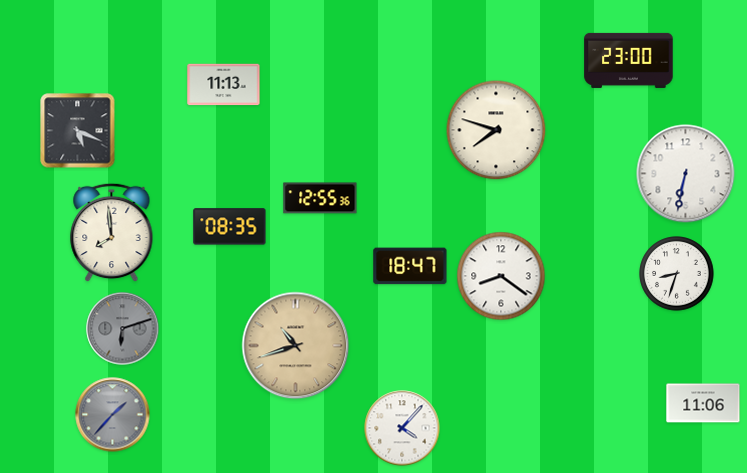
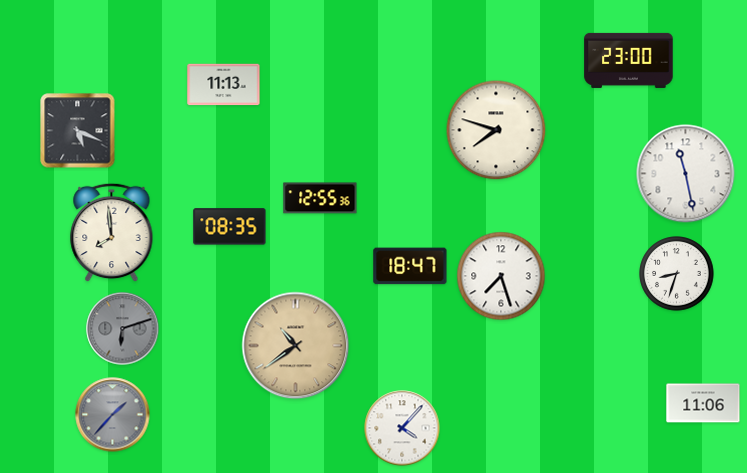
clock at (686, 174): 6:32 -> 11:28
clock at (501, 276): 8:21 -> 7:27
clock at (296, 346): 10:42 -> 10:39
